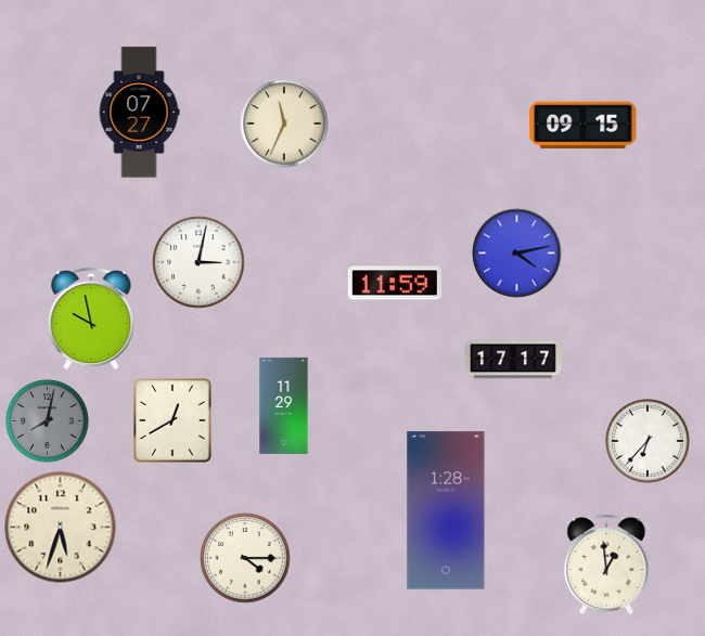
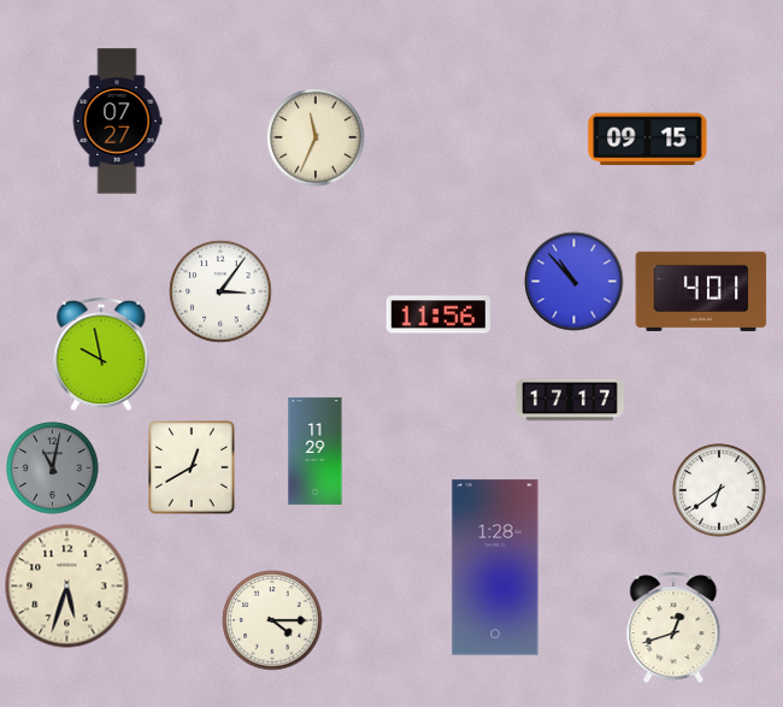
clock at (139, 113) position: (139, 113) -> (117, 122)
clock at (517, 254): 4:13 -> 10:53
clock at (198, 262): 3:02 -> 3:06
clock at (701, 291): none -> 4:01
clock at (394, 283): 11:59 -> 11:56
clock at (48, 421): 8:02 -> 11:02
clock at (648, 441): 6:37 -> 6:39
clock at (606, 564): 12:59 -> 12:42
